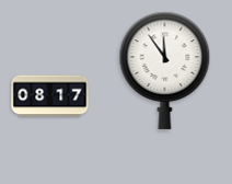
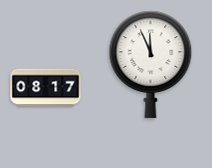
clock at (165, 70): 11:54 -> 11:56
